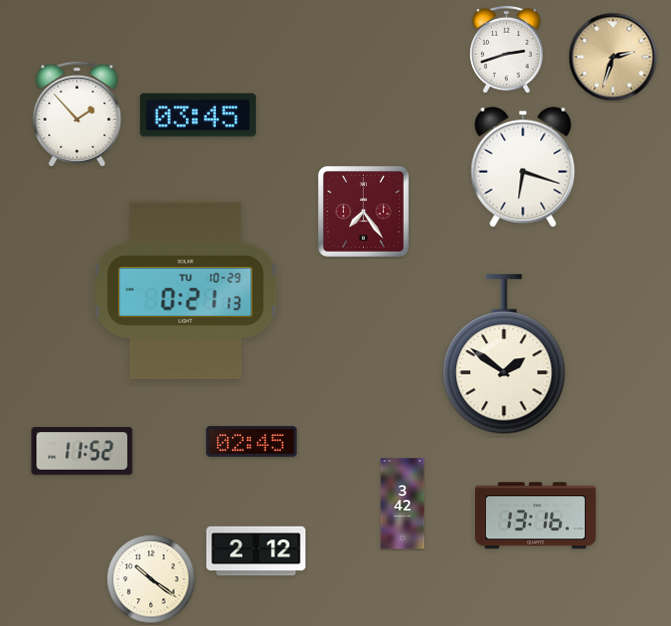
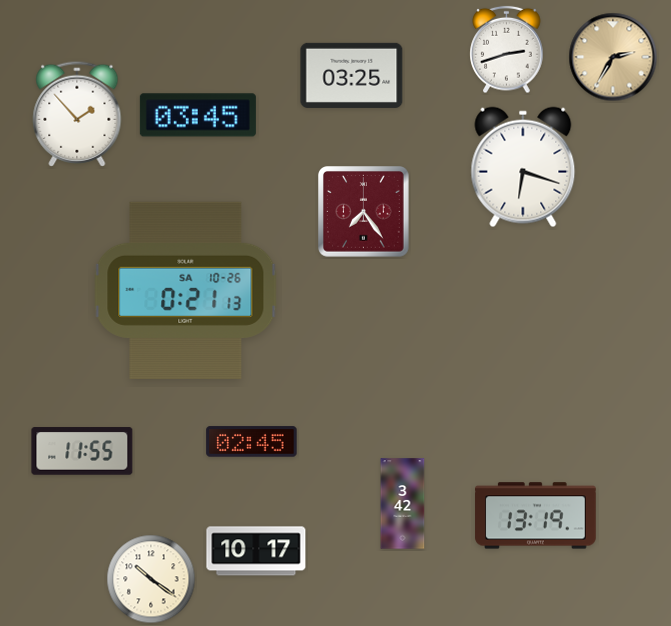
clock at (613, 57): 2:33 -> 2:35
clock at (352, 75): none -> 03:25
clock at (186, 290) date: TU 10-29 -> SA 10-26
clock at (504, 355): 1:51 -> none
clock at (82, 451): 11:52 -> 11:55
clock at (536, 516): 13:16 -> 13:19
clock at (256, 551): 2:12 -> 10:17
